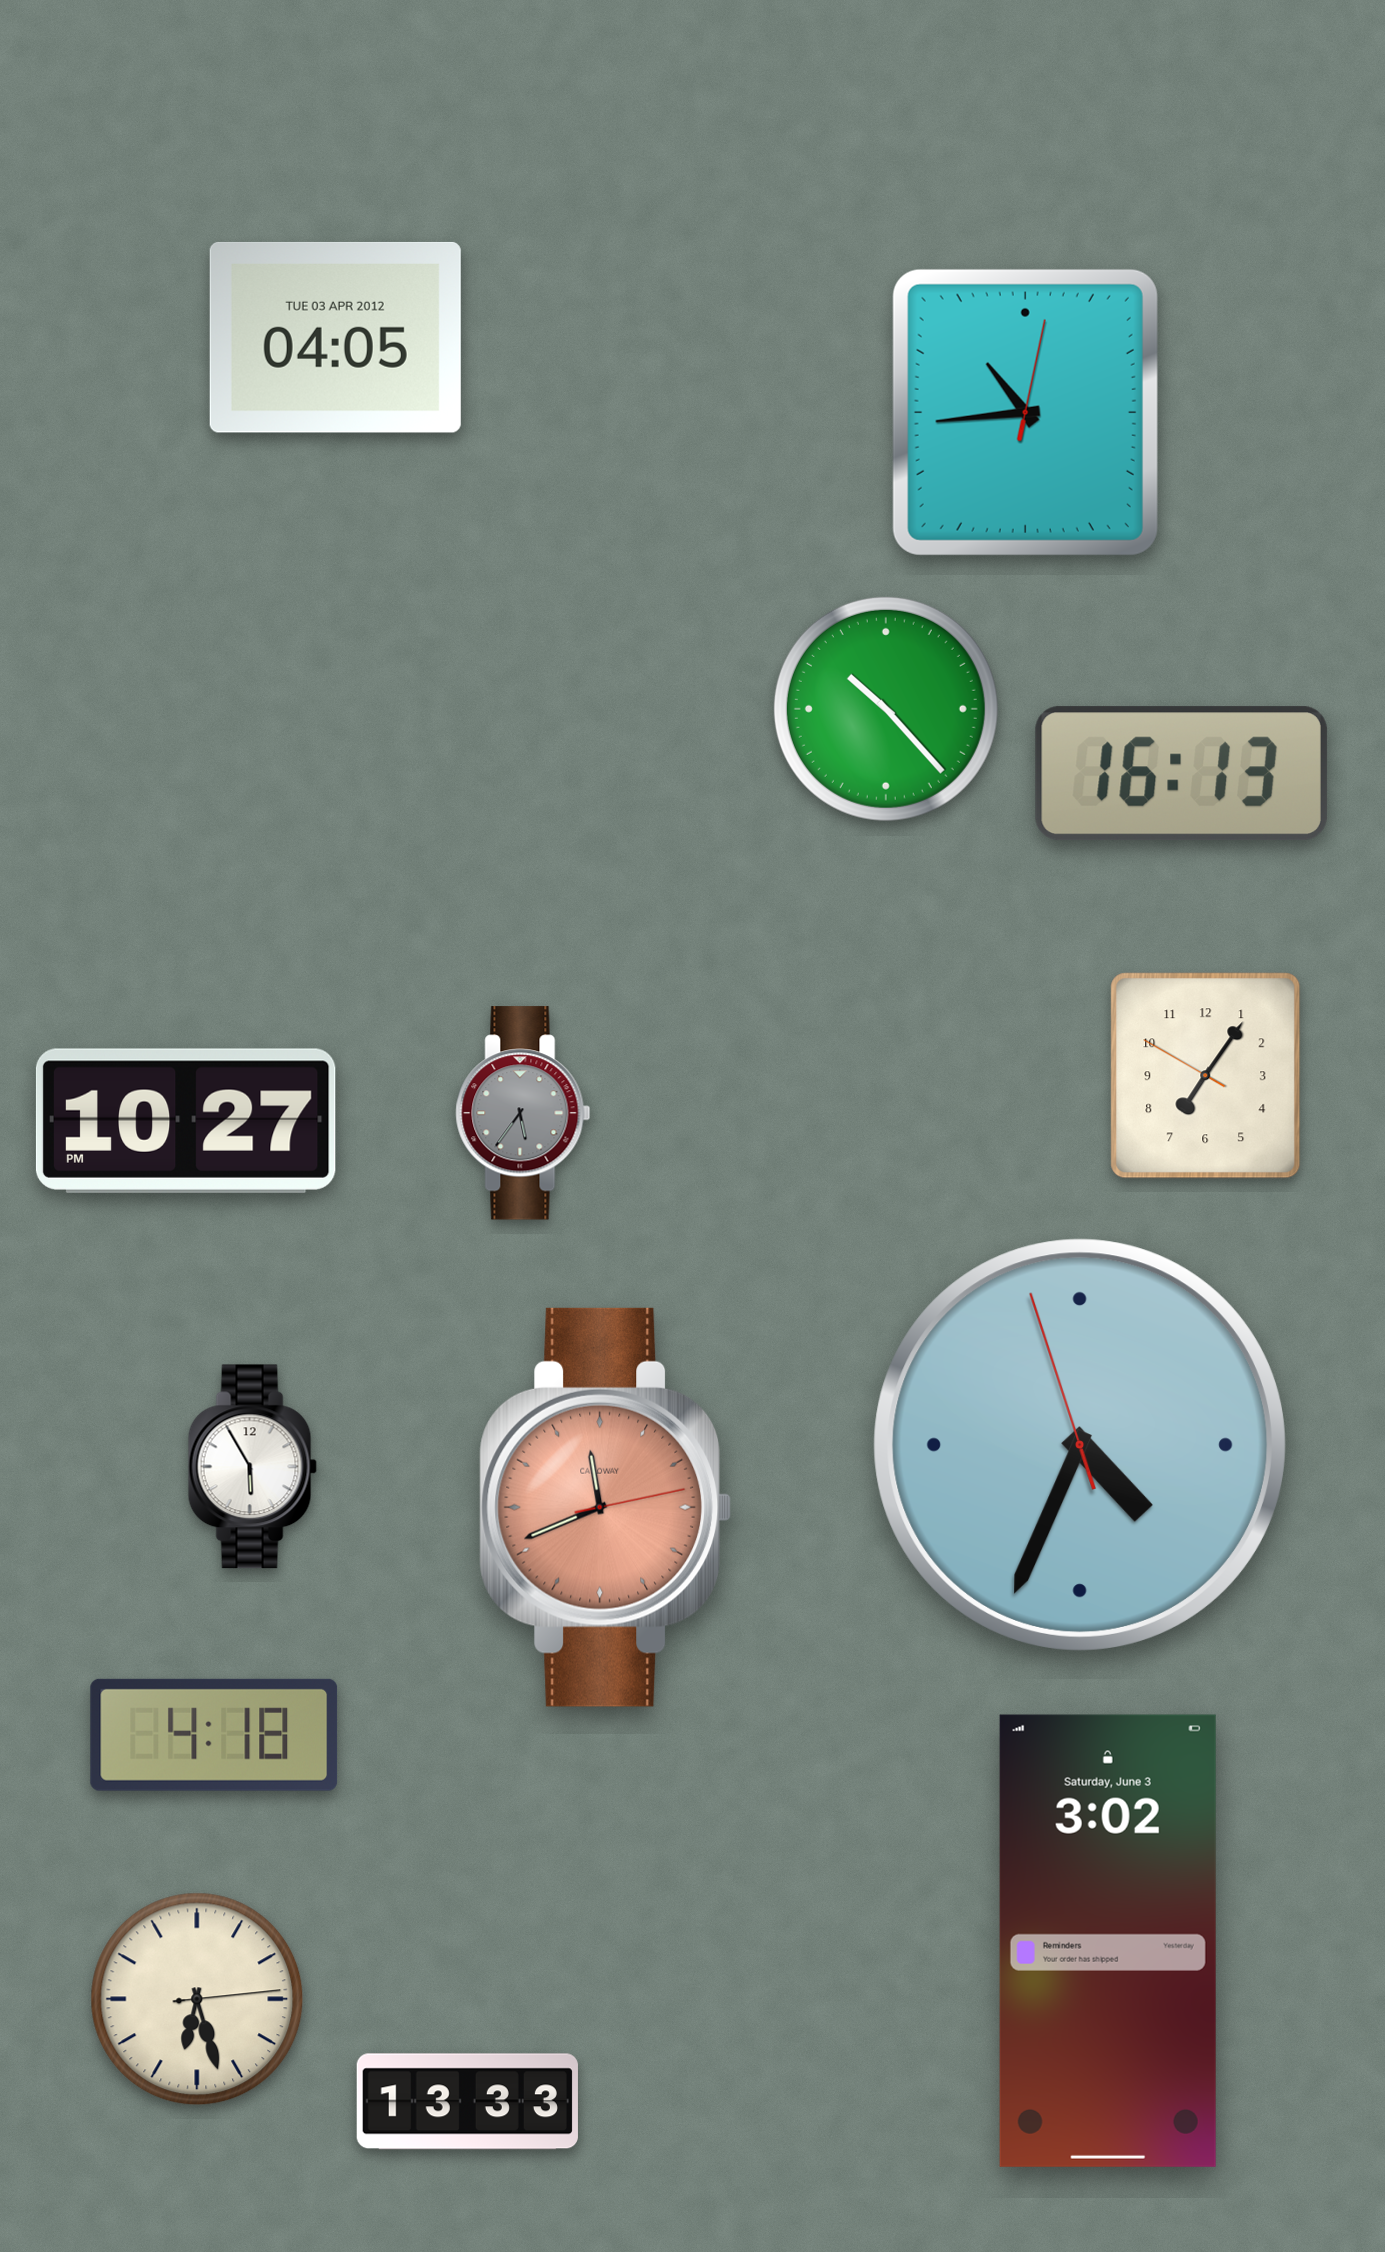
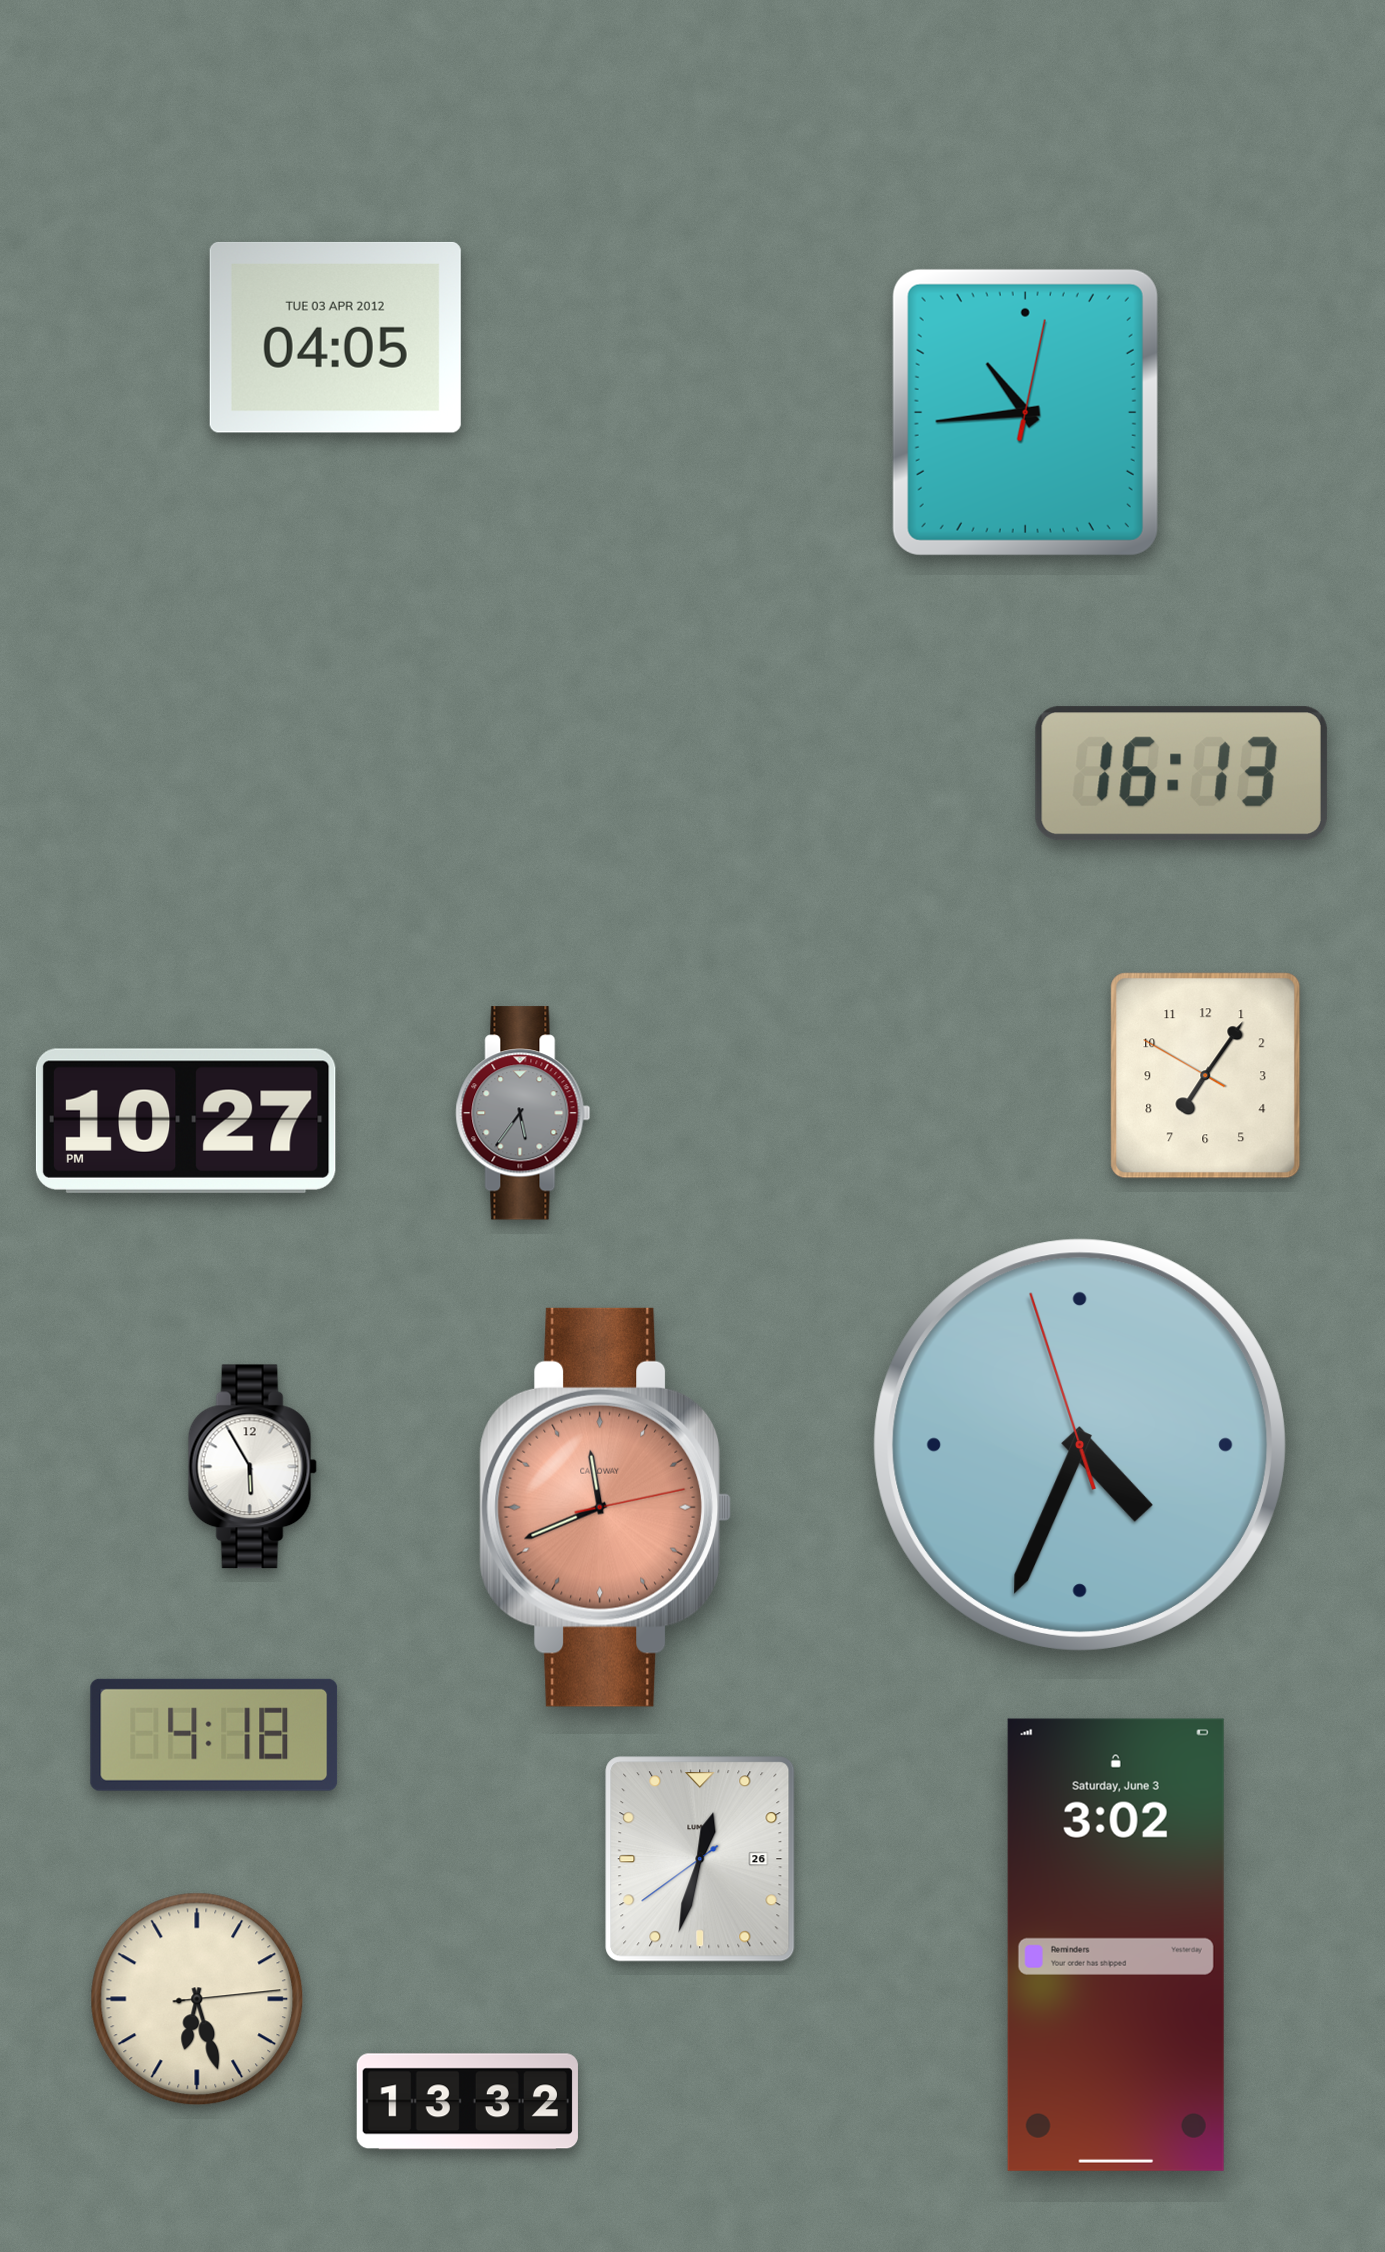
clock at (886, 709): 10:23 -> none
clock at (700, 1859): none -> 12:32
clock at (1108, 1941) position: (1108, 1941) -> (1116, 1945)
clock at (467, 2102): 13:33 -> 13:32
